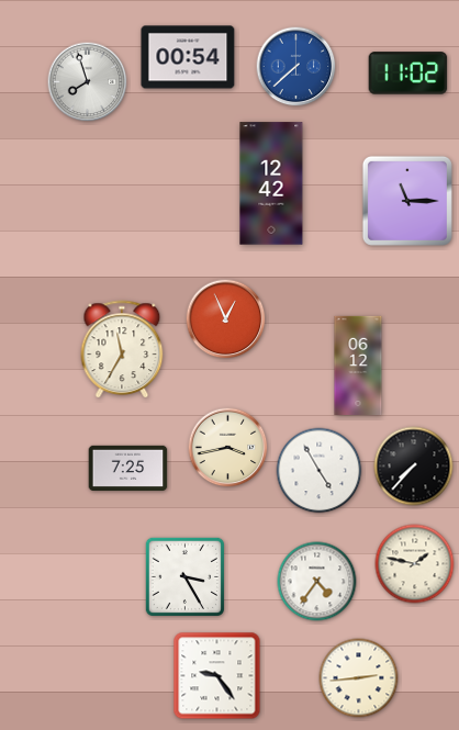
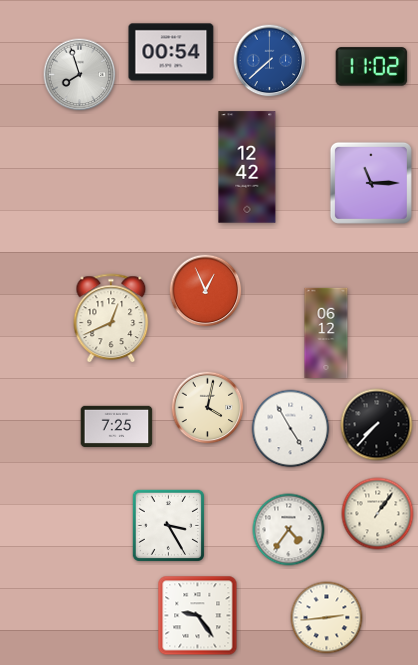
clock at (122, 349): 11:35 -> 12:41
clock at (228, 448): 3:43 -> 4:02
clock at (415, 564): 1:47 -> 1:06
